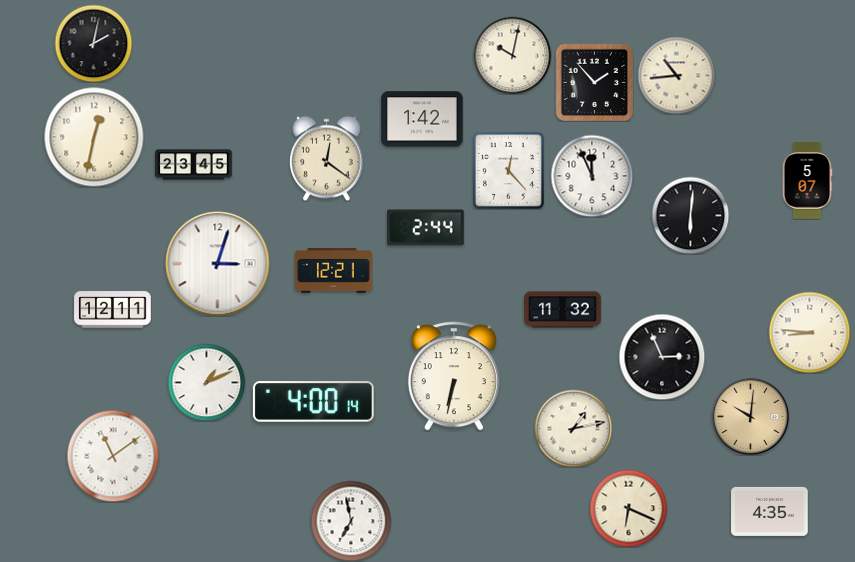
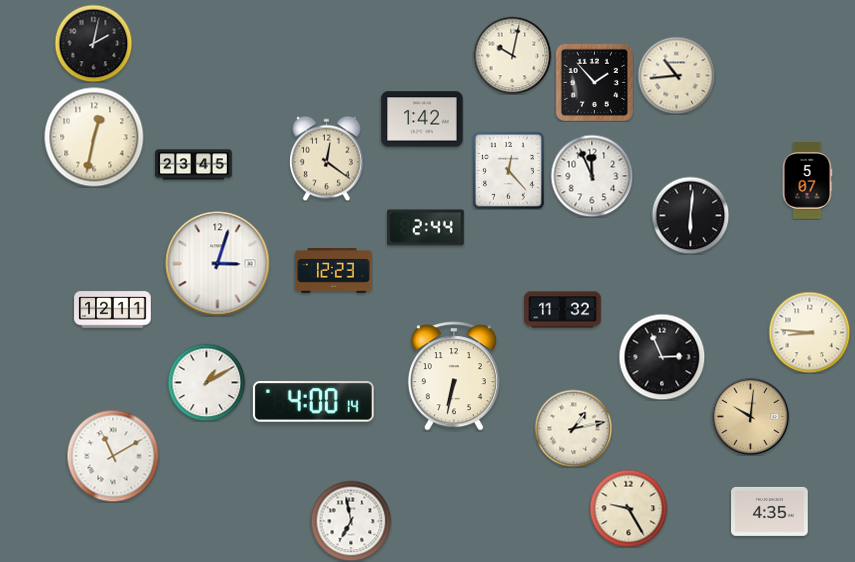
clock at (334, 271): 12:21 -> 12:23
clock at (206, 382): 1:11 -> 1:10
clock at (113, 456): 11:09 -> 11:10
clock at (628, 508): 6:19 -> 9:25
